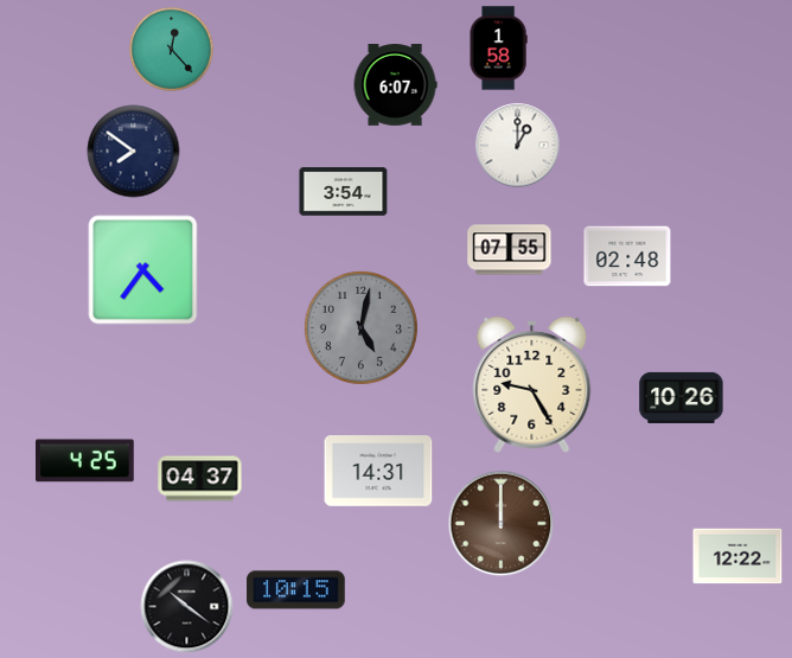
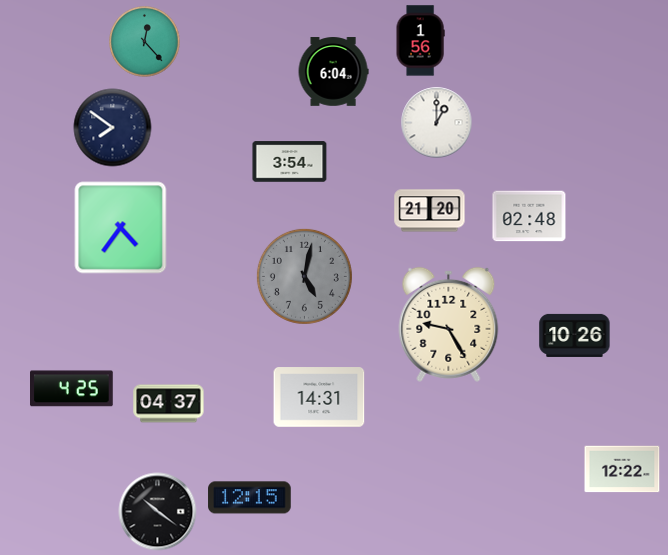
clock at (498, 49): 1:58 -> 1:56
clock at (395, 85): 6:07 -> 6:04
clock at (510, 250): 07:55 -> 21:20
clock at (502, 524): 12:00 -> none
clock at (296, 590): 10:15 -> 12:15
